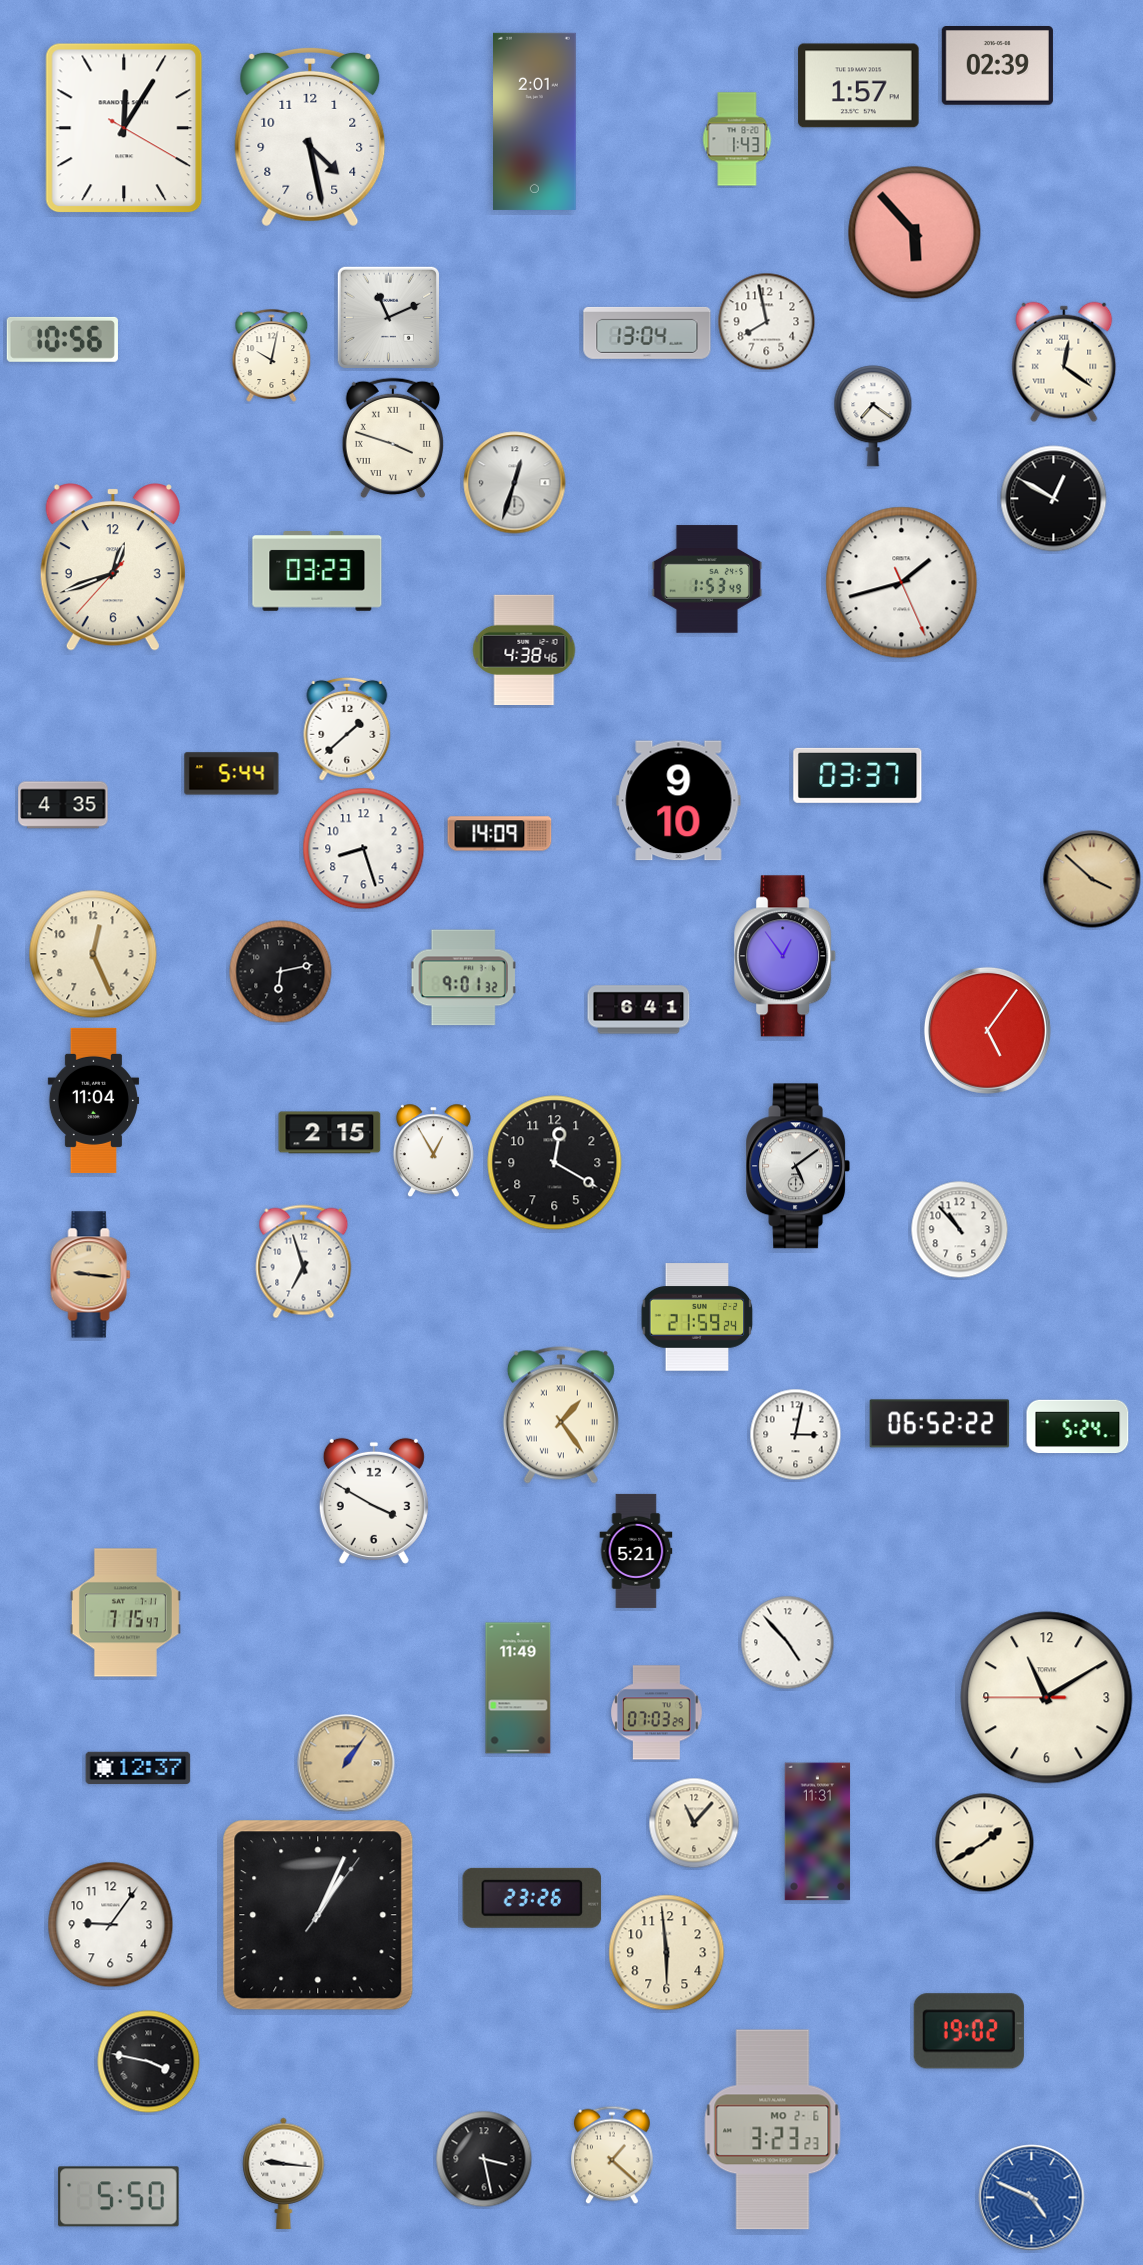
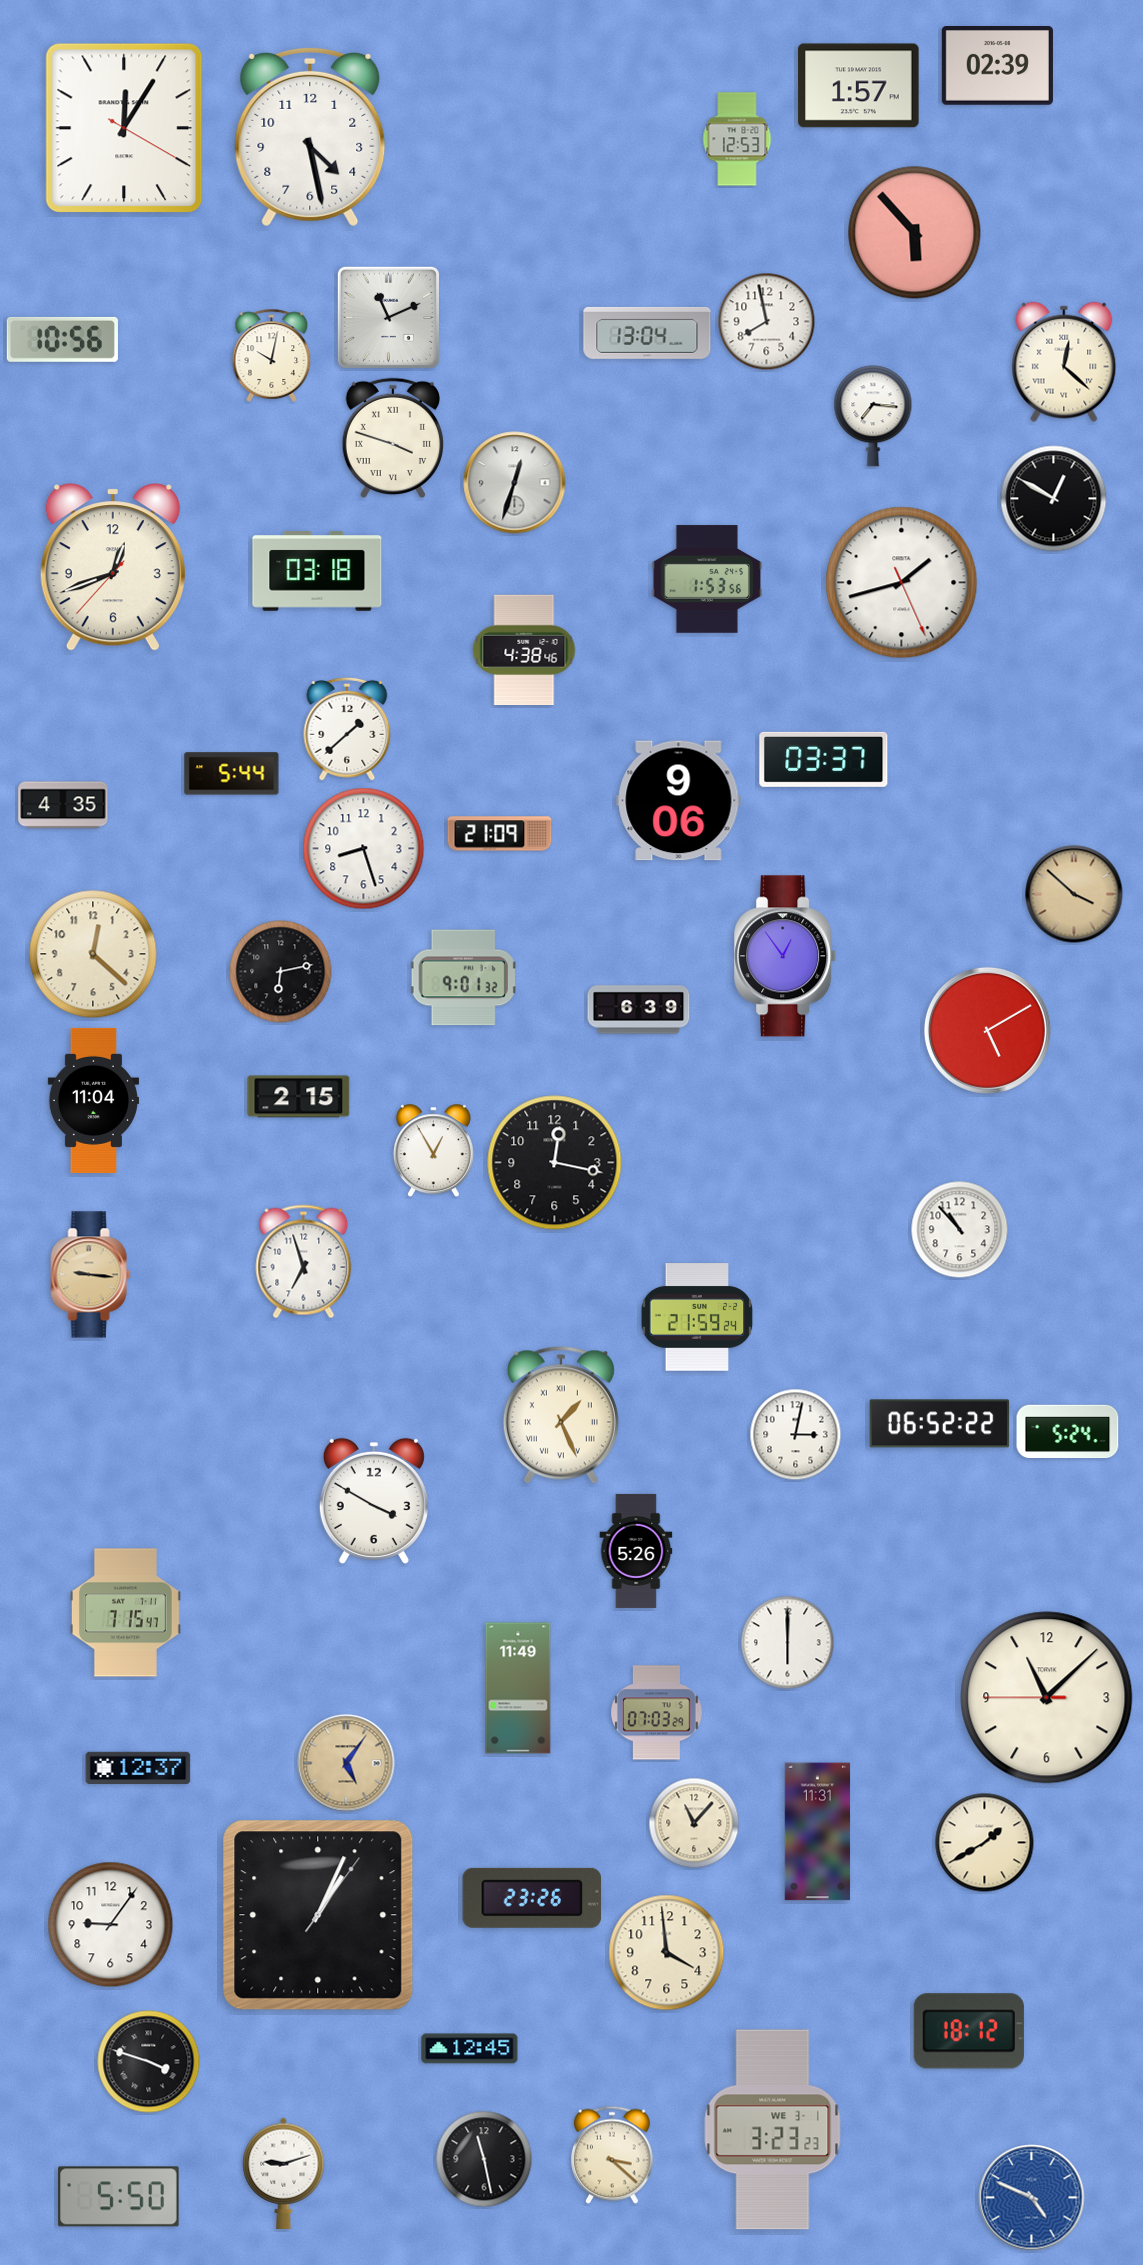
clock at (535, 121): 2:01 -> none
clock at (737, 139): 1:43 -> 12:53
clock at (1064, 362): 12:21 -> 12:22
clock at (873, 416): 7:21 -> 7:16
clock at (317, 572): 03:23 -> 03:18
clock at (706, 579): 1:53:49 -> 1:53:56
clock at (858, 775) position: (858, 775) -> (824, 759)
clock at (679, 801): 9:10 -> 9:06
clock at (500, 834): 14:09 -> 21:09
clock at (1092, 879) position: (1092, 879) -> (1074, 894)
clock at (93, 954): 12:26 -> 12:22
clock at (639, 1010): 6:41 -> 6:39
clock at (987, 1030): 5:06 -> 5:10
clock at (330, 1133) position: (330, 1133) -> (299, 1097)
clock at (555, 1163): 12:20 -> 12:17
clock at (798, 1166): 5:09 -> none
clock at (561, 1415): 1:24 -> 1:26
clock at (1078, 1427) position: (1078, 1427) -> (1068, 1432)
clock at (636, 1551): 5:21 -> 5:26
clock at (788, 1643): 4:53 -> 6:00
clock at (1047, 1698): 11:09 -> 11:07
clock at (346, 1763): 1:06 -> 5:06
clock at (667, 1953): 5:59 -> 3:59
clock at (969, 2031): 19:02 -> 18:12
clock at (470, 2049): none -> 12:45
clock at (149, 2062): 3:47 -> 3:48
clock at (773, 2130) date: MO 2-6 -> WE 3-1
clock at (612, 2155): 1:22 -> 3:22
clock at (484, 2159): 3:28 -> 11:28
clock at (284, 2173): 9:16 -> 9:12
